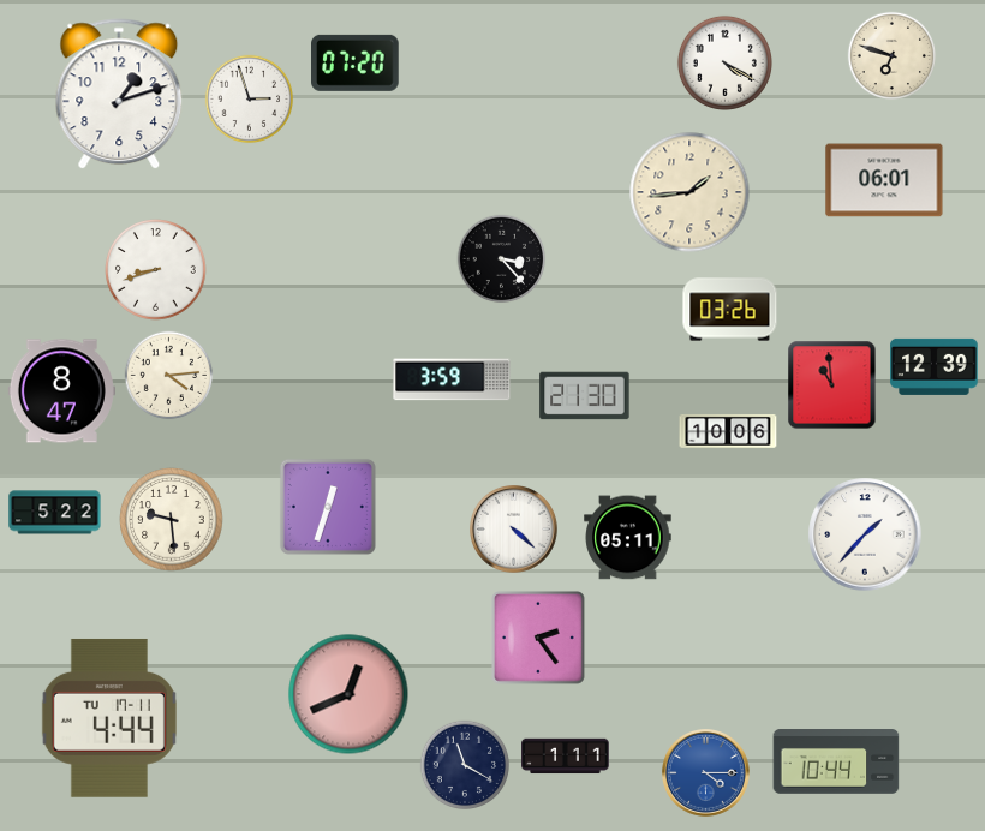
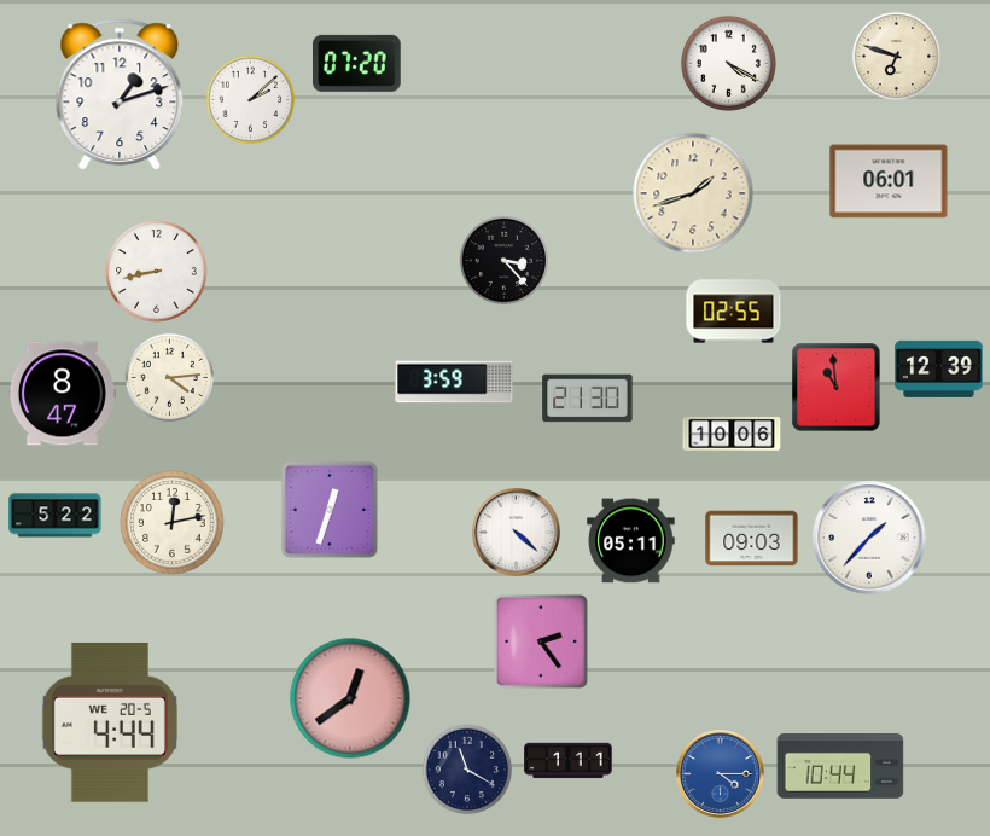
clock at (250, 100): 2:57 -> 2:08
clock at (689, 192): 1:44 -> 1:42
clock at (156, 270): 8:42 -> 8:43
clock at (730, 310): 03:26 -> 02:55
clock at (172, 520): 9:29 -> 12:13
clock at (752, 539): none -> 09:03
clock at (348, 694): 12:41 -> 12:39
clock at (109, 718) date: TU 17-11 -> WE 20-5
clock at (706, 773) position: (706, 773) -> (721, 774)
